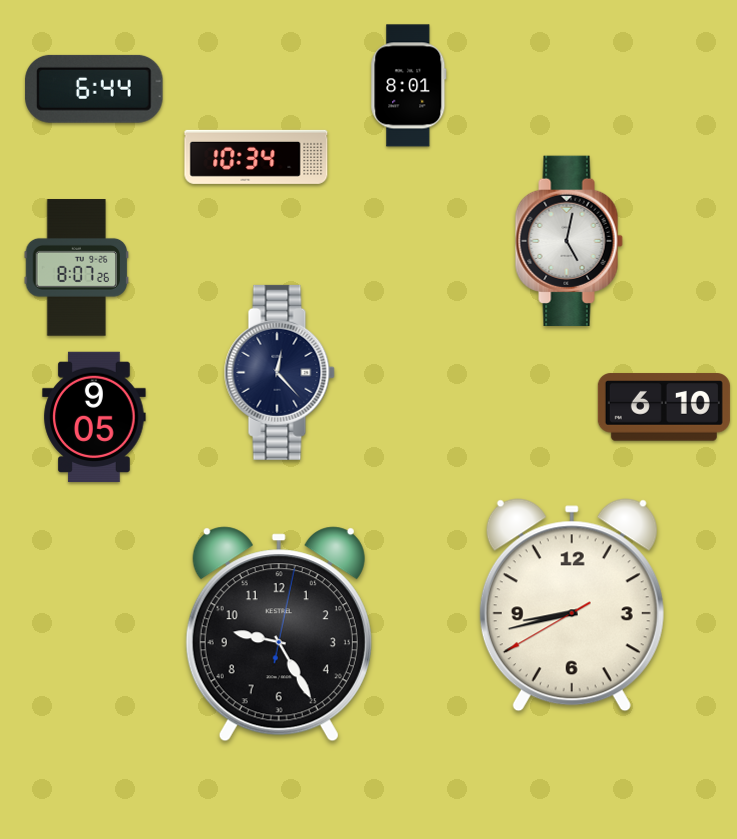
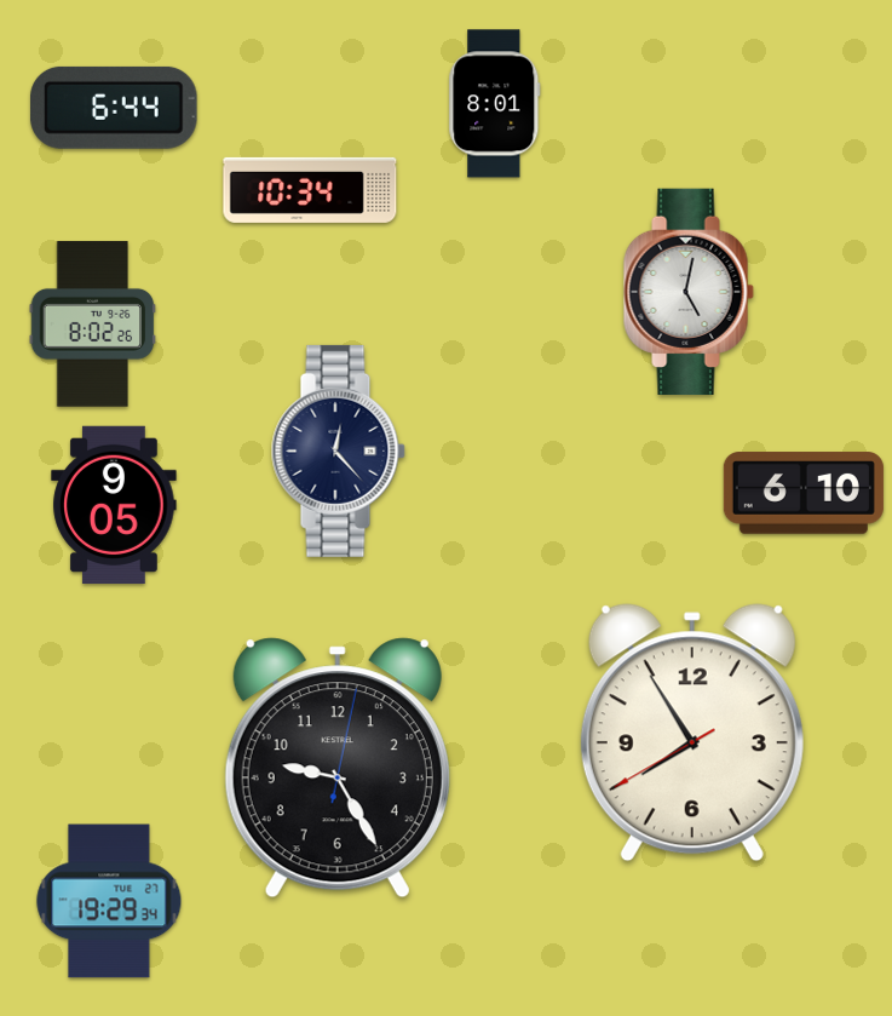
clock at (77, 268): 8:07 -> 8:02
clock at (572, 605): 8:42 -> 7:54
clock at (109, 901): none -> 19:29
